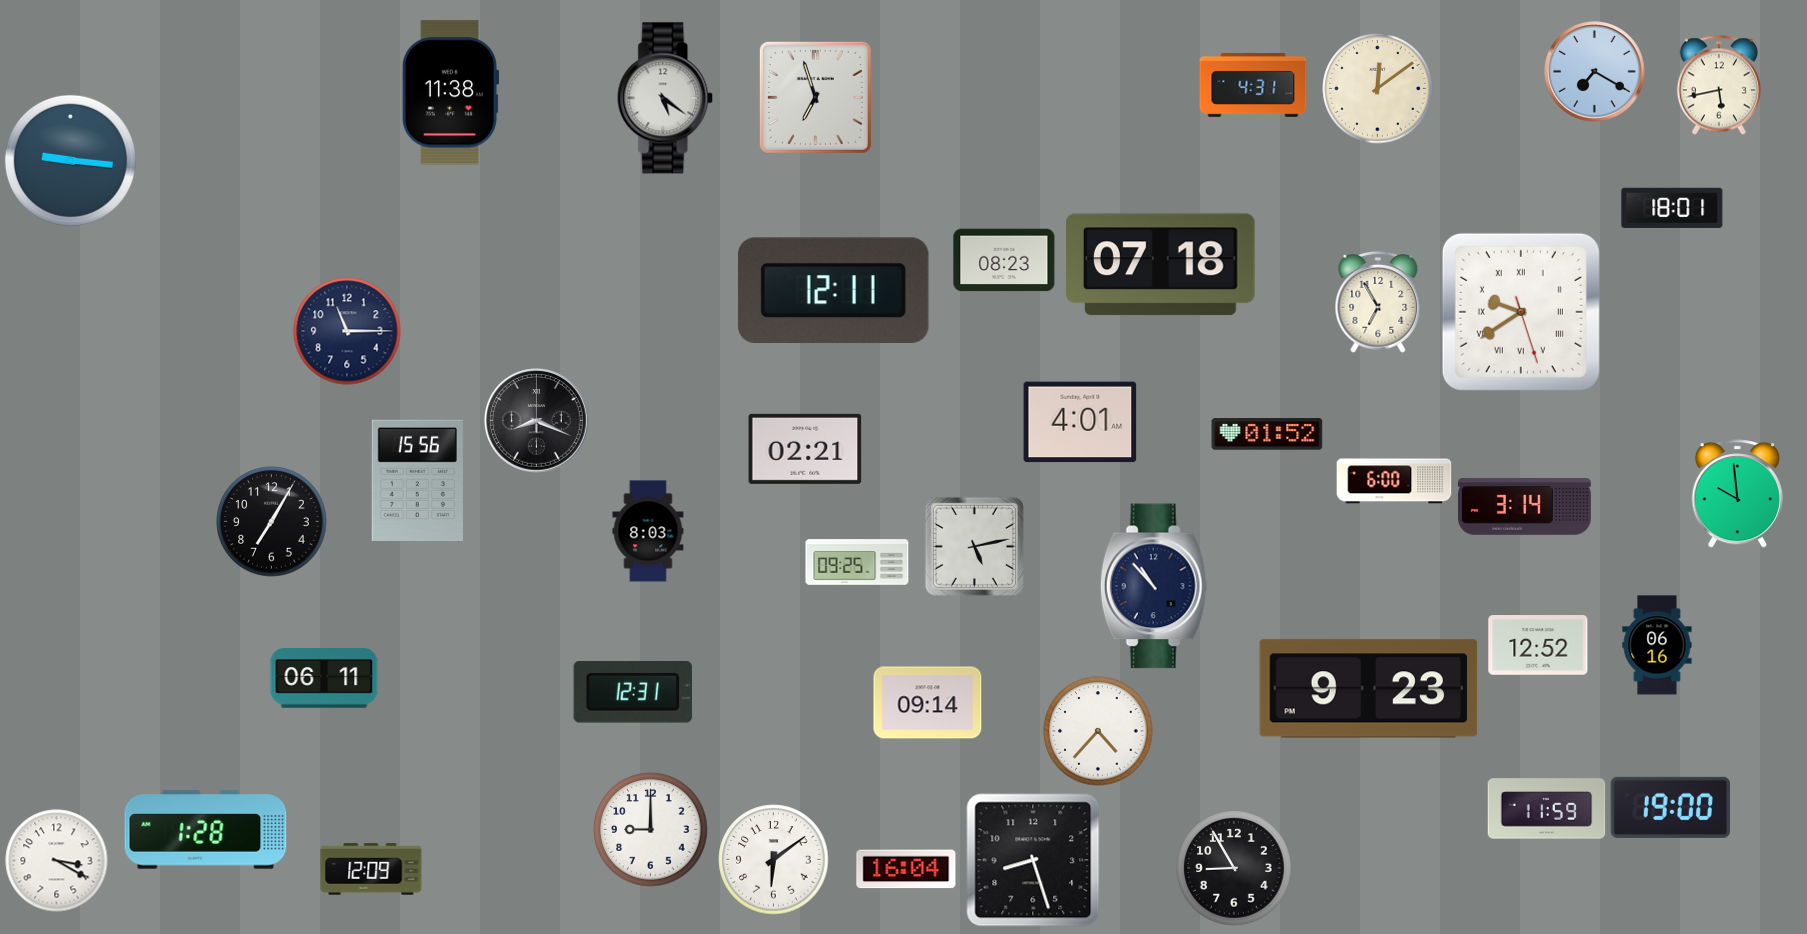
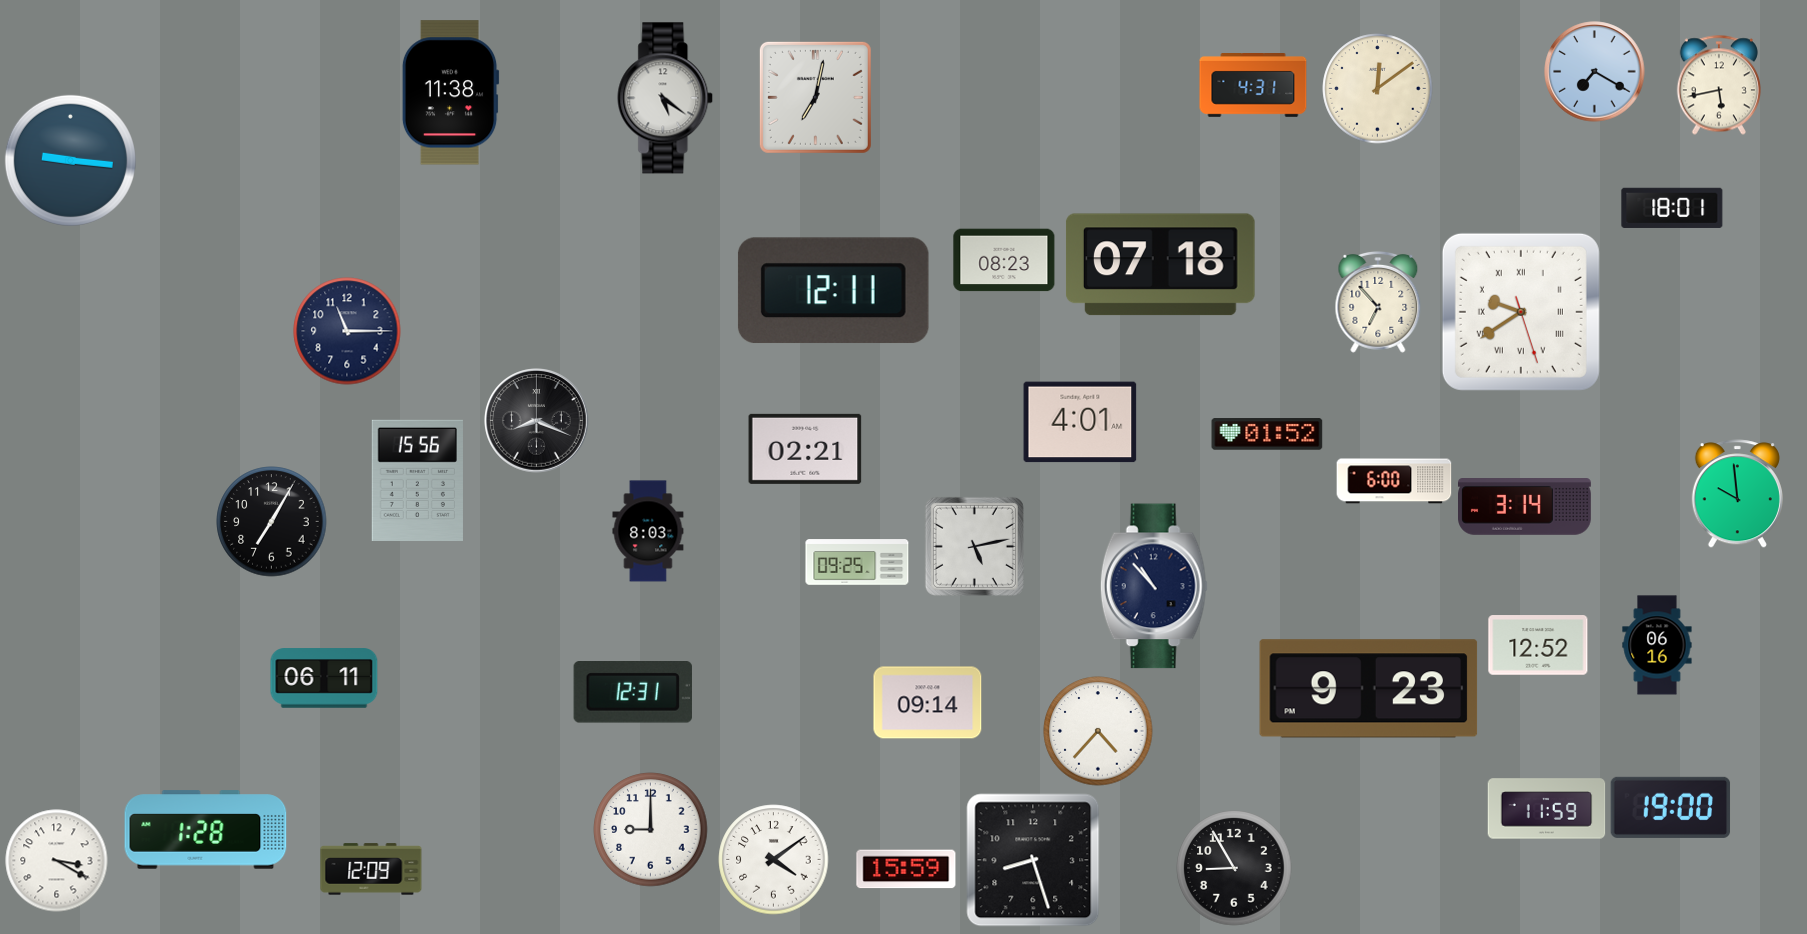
clock at (815, 97): 6:57 -> 7:02
clock at (1378, 302): 6:55 -> 6:53
clock at (774, 860): 6:09 -> 4:09
clock at (906, 869): 16:04 -> 15:59
